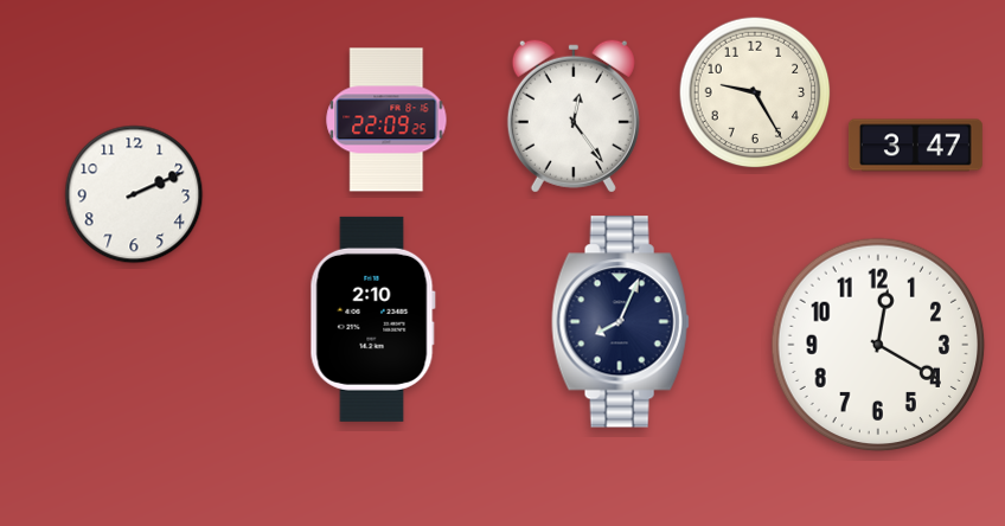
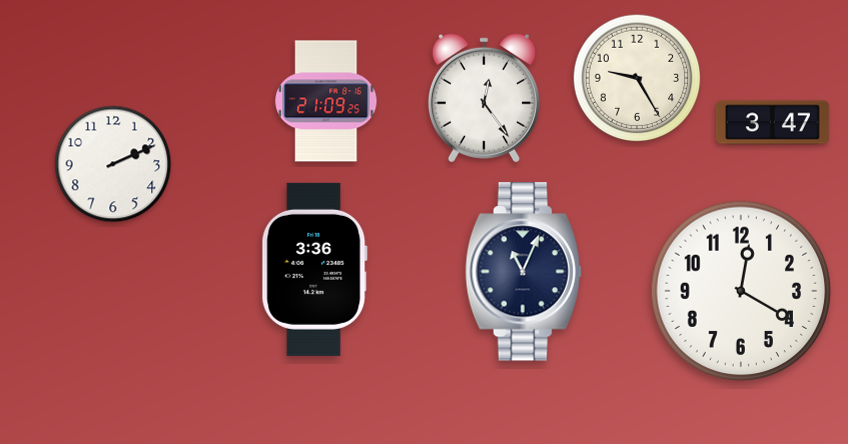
clock at (386, 120): 22:09 -> 21:09
clock at (372, 319): 2:10 -> 3:36
clock at (620, 322): 8:04 -> 11:04
